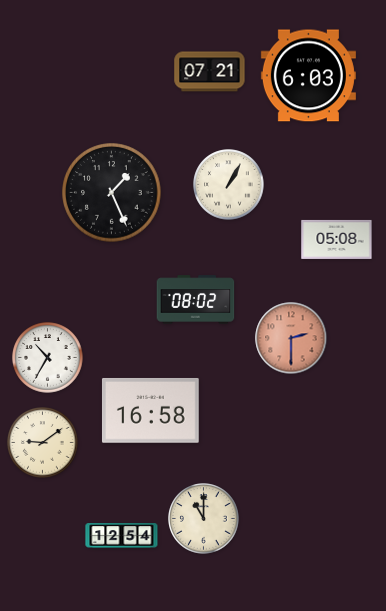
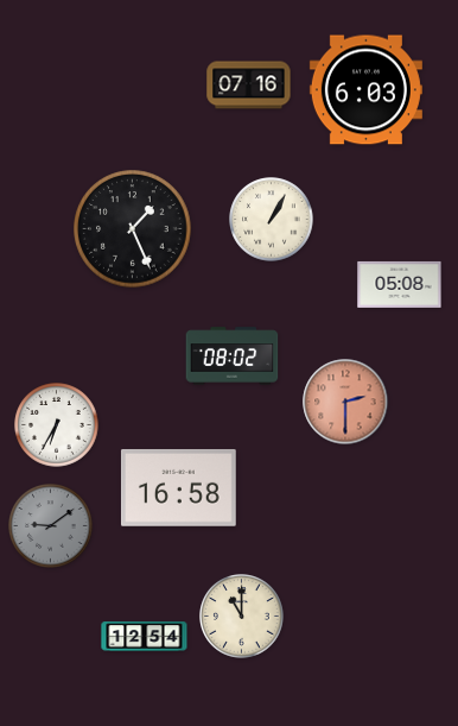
clock at (210, 72): 07:21 -> 07:16
clock at (48, 358): 10:35 -> 6:35
clock at (43, 443) dial: cream -> grey
